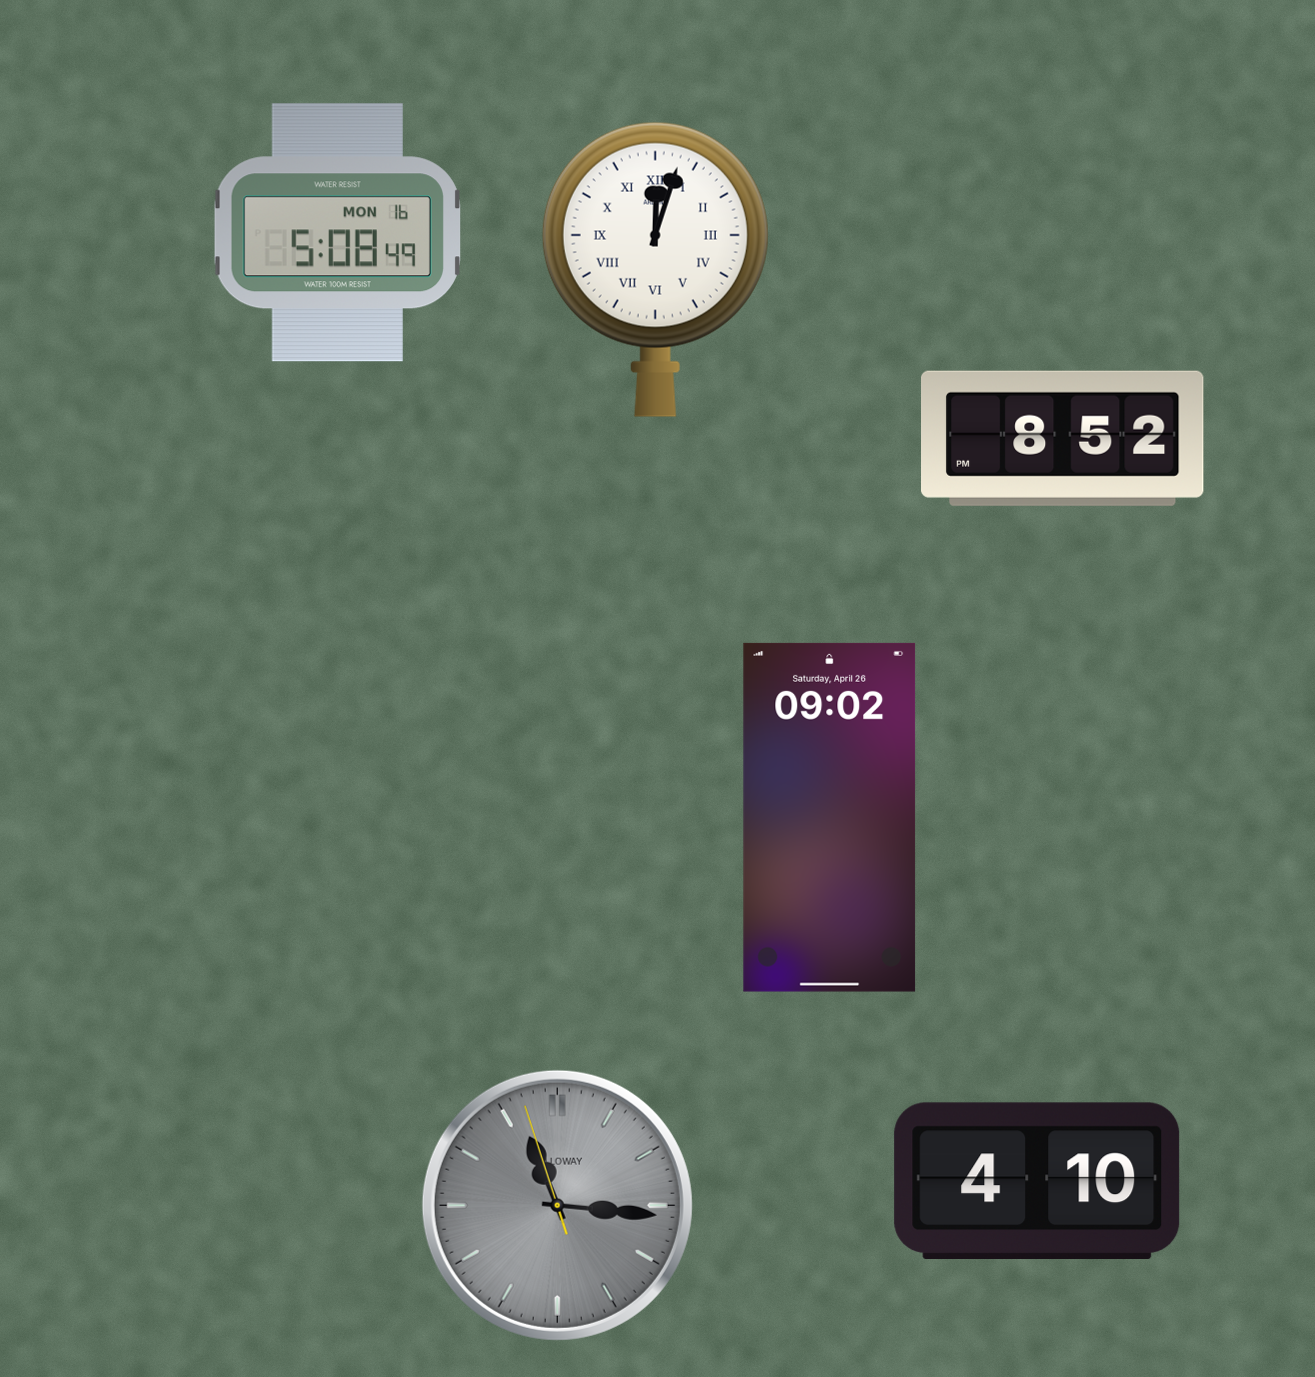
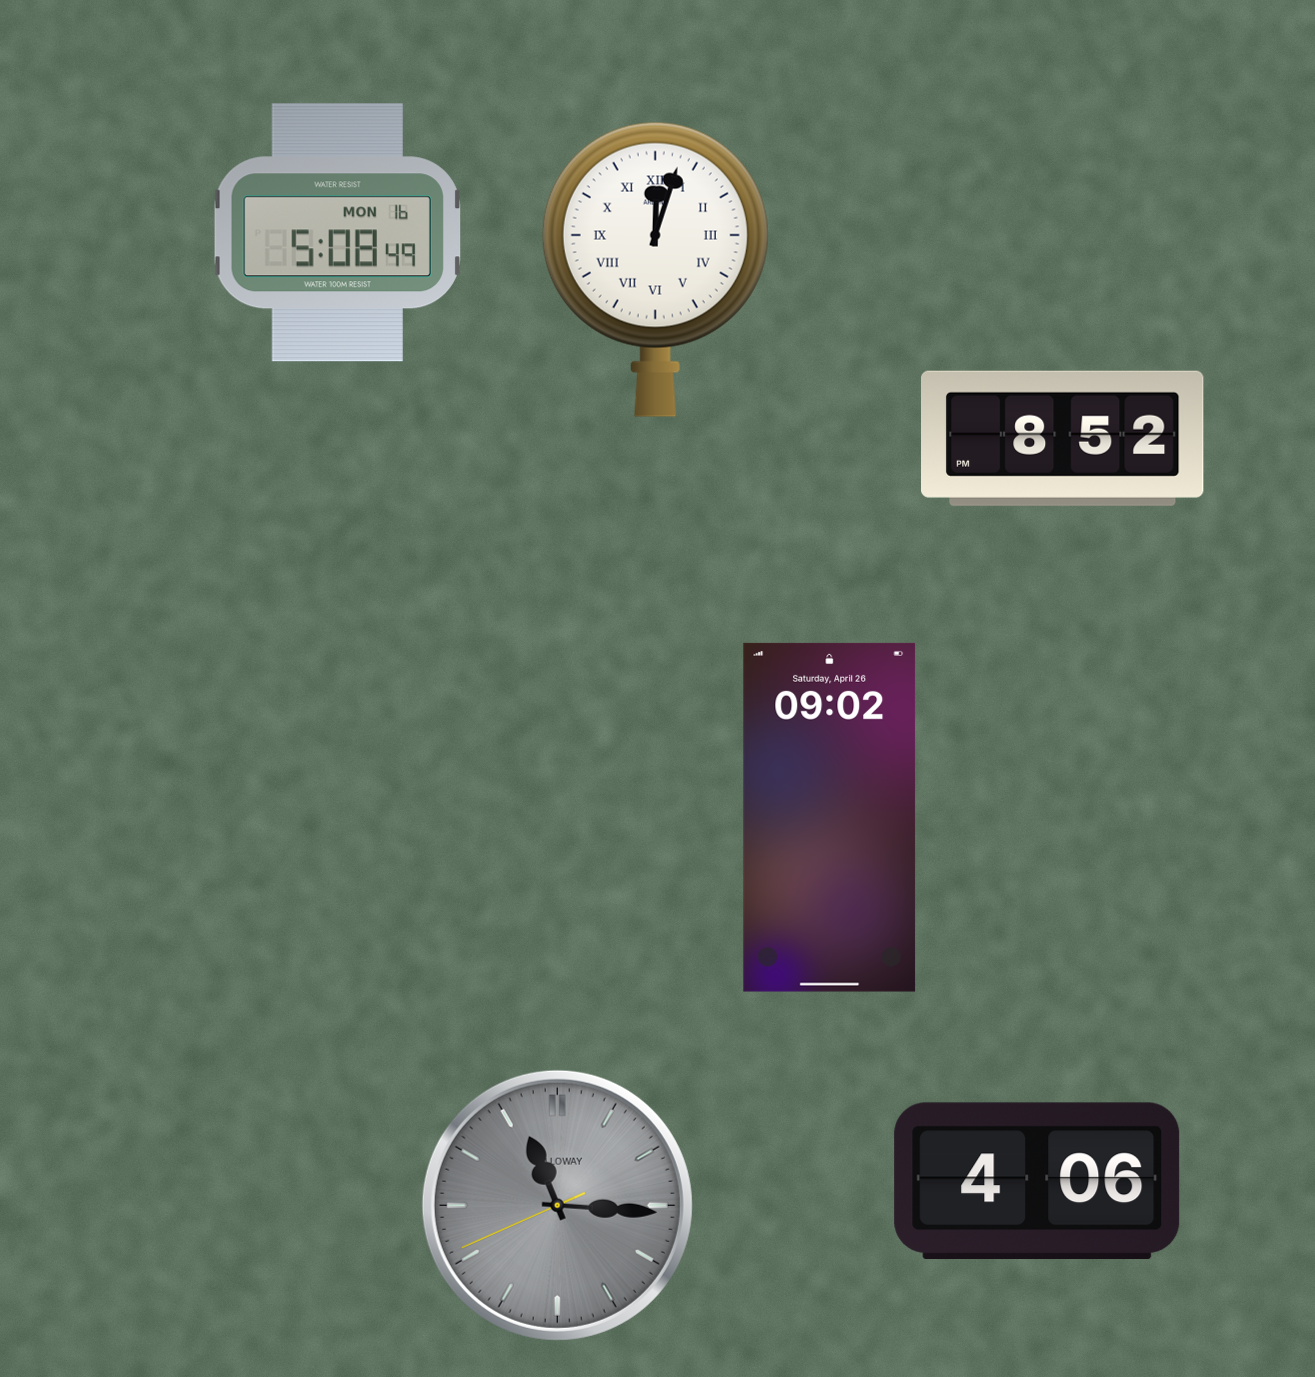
clock at (1037, 1180): 4:10 -> 4:06
clock at (557, 1205): 11:15:57 -> 11:15:41
